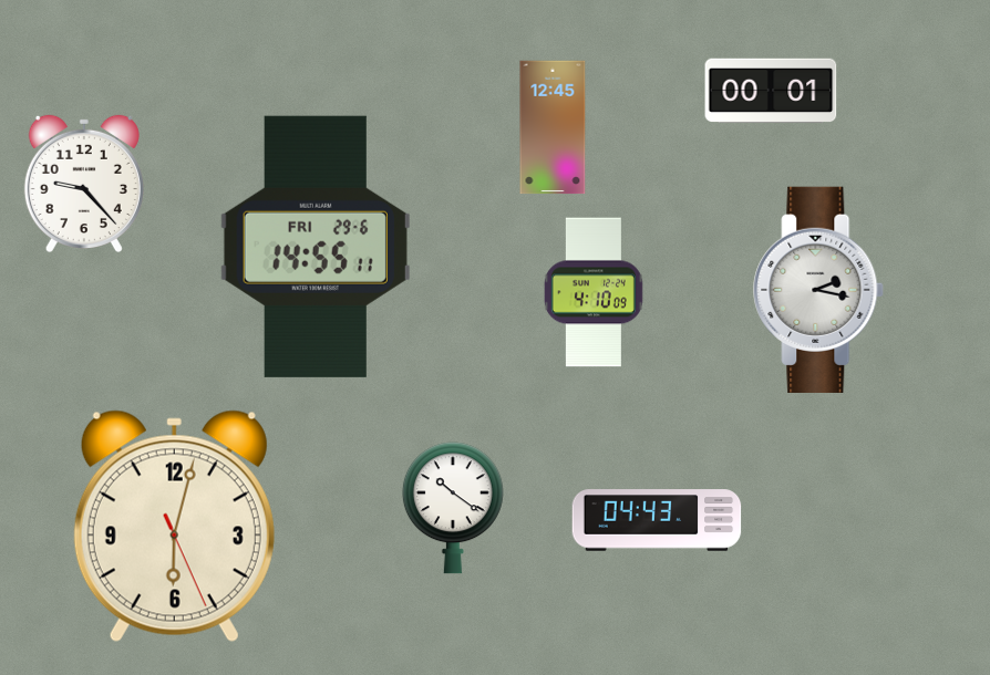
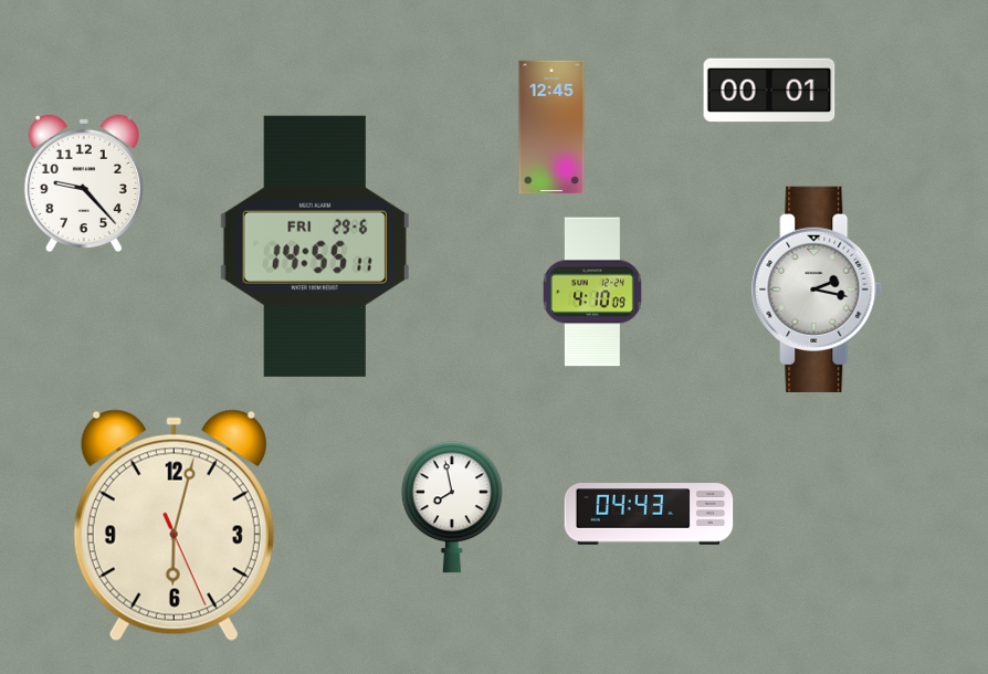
clock at (453, 508): 10:21 -> 7:58
clock at (657, 520) position: (657, 520) -> (649, 514)
